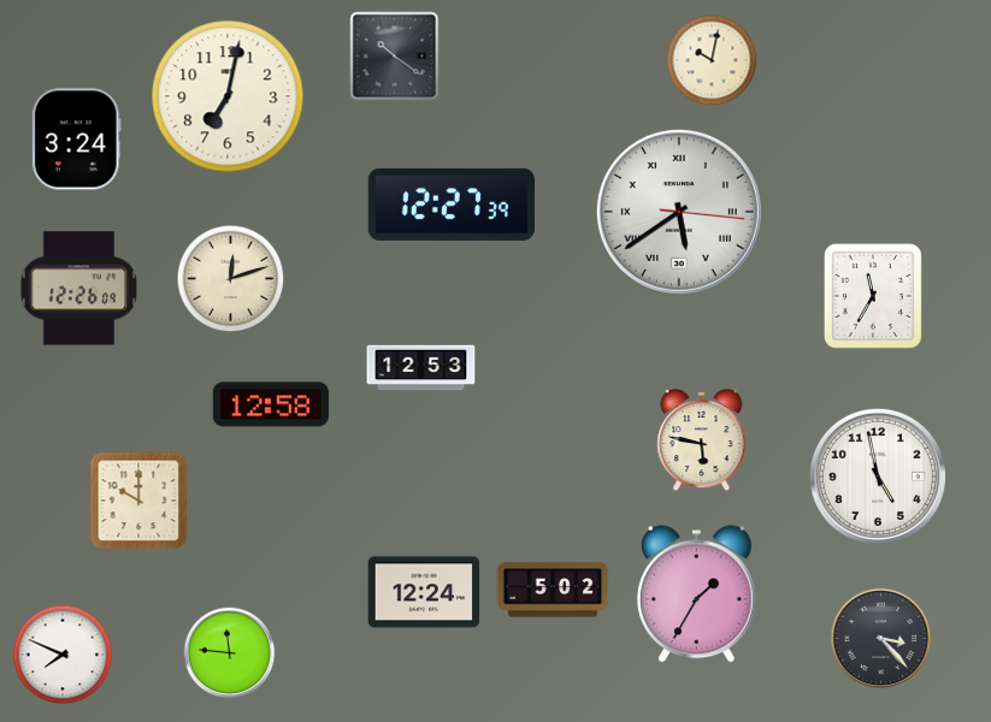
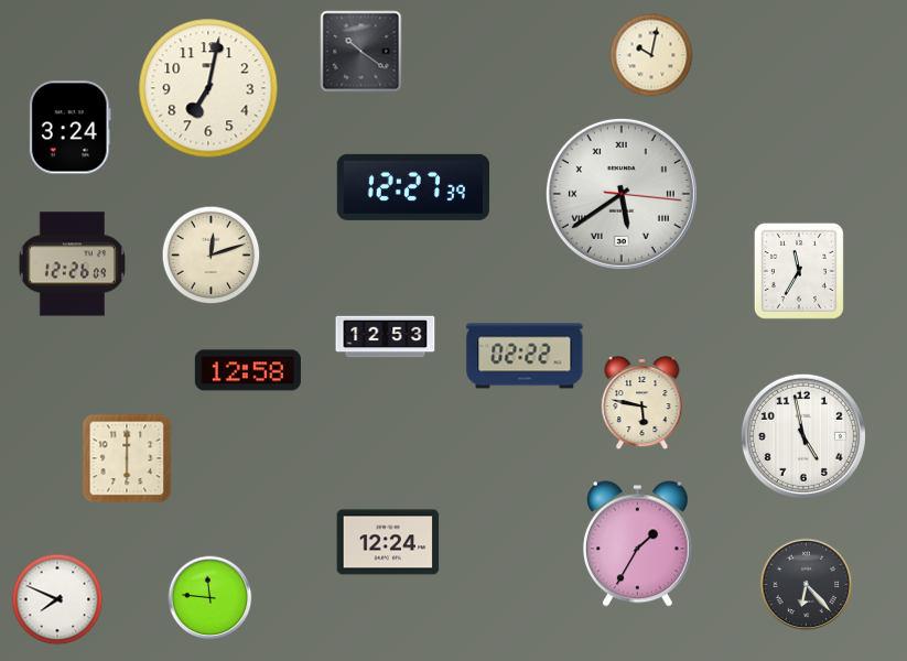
clock at (525, 356): none -> 02:22
clock at (138, 501): 10:00 -> 6:00
clock at (553, 590): 5:02 -> none
clock at (881, 639): 3:23 -> 6:23
